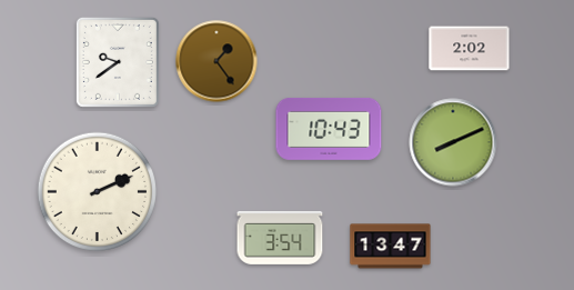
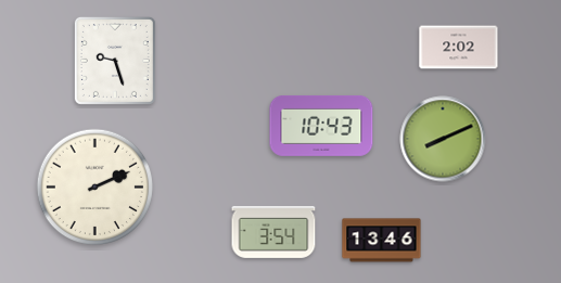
clock at (216, 61): 1:24 -> none
clock at (118, 62): 9:39 -> 9:27
clock at (391, 247): 13:47 -> 13:46
